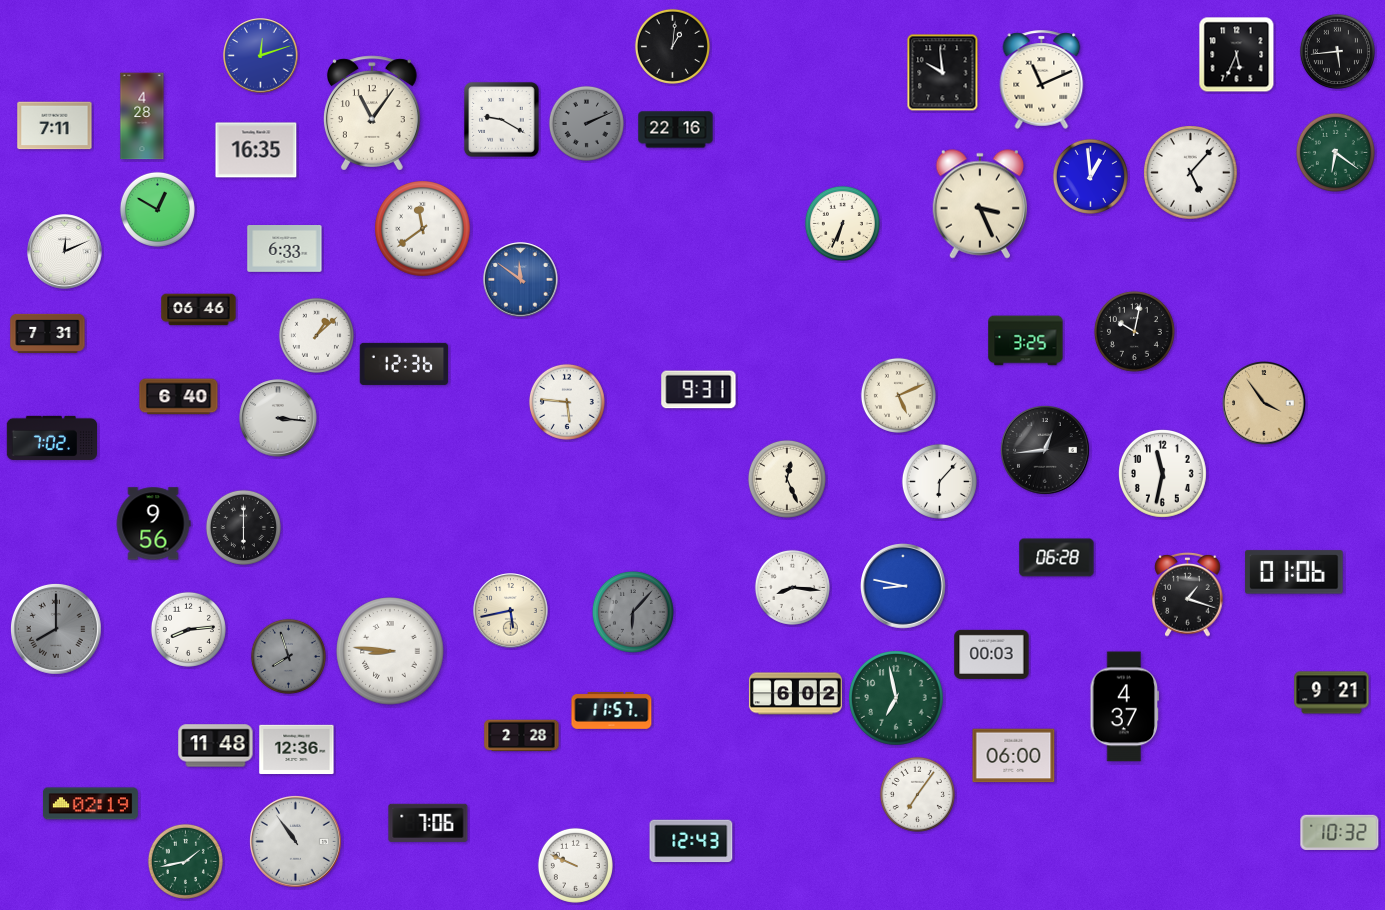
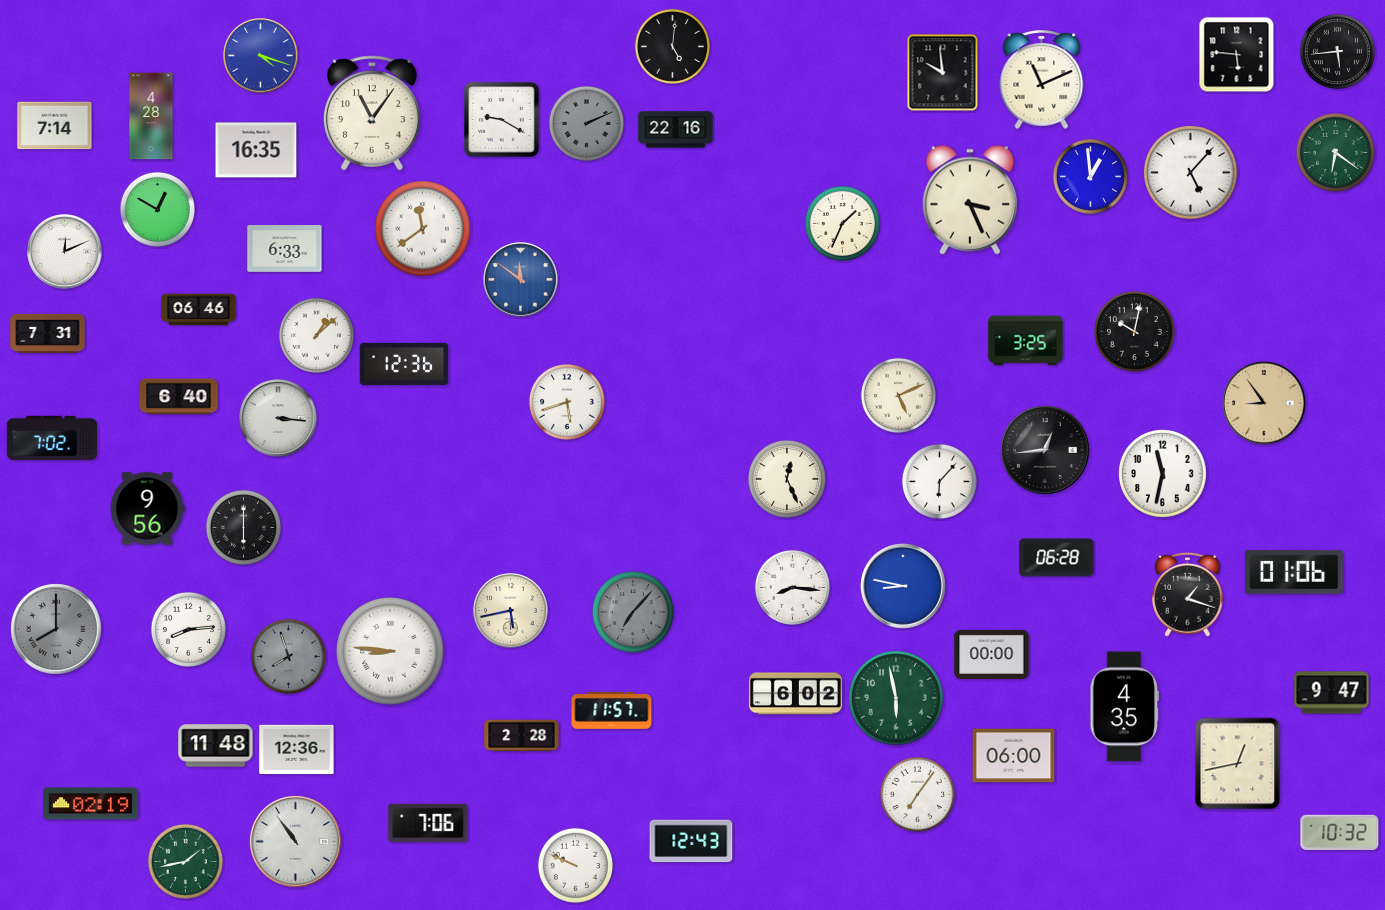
clock at (672, 46): 1:01 -> 5:01
clock at (1237, 55): 5:34 -> 5:46
clock at (261, 56): 12:12 -> 4:18
clock at (142, 116) position: (142, 116) -> (151, 116)
clock at (55, 126): 7:11 -> 7:14
clock at (979, 204) position: (979, 204) -> (969, 200)
clock at (842, 223): 6:34 -> 1:34
clock at (699, 390): 9:31 -> none
clock at (567, 402): 5:46 -> 5:42
clock at (1264, 403): 3:54 -> 8:54
clock at (153, 524) position: (153, 524) -> (147, 509)
clock at (633, 612): 6:07 -> 7:07
clock at (992, 654): 00:03 -> 00:00
clock at (1332, 693): 9:21 -> 9:47
clock at (896, 698): 6:58 -> 5:58
clock at (1125, 707): 4:37 -> 4:35
clock at (1238, 764): none -> 12:43
